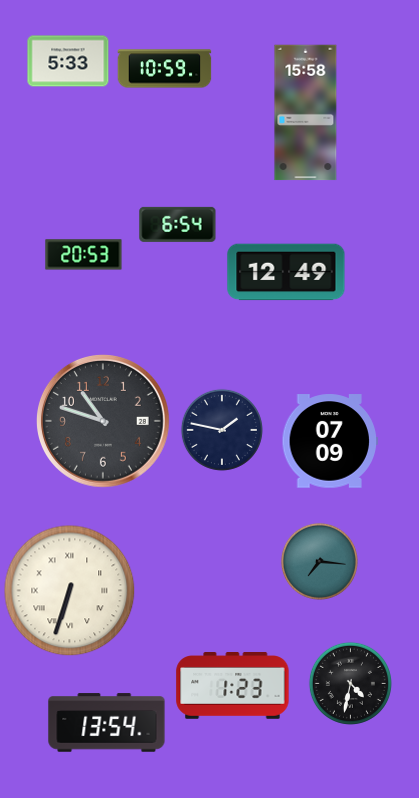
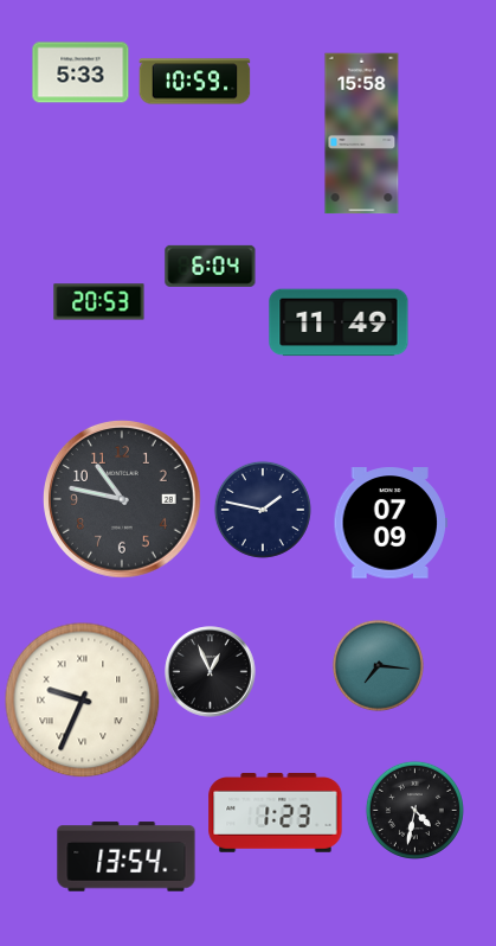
clock at (178, 224): 6:54 -> 6:04
clock at (286, 272): 12:49 -> 11:49
clock at (104, 422): 10:48 -> 10:47
clock at (211, 672): none -> 12:56
clock at (70, 591): 6:33 -> 9:34
